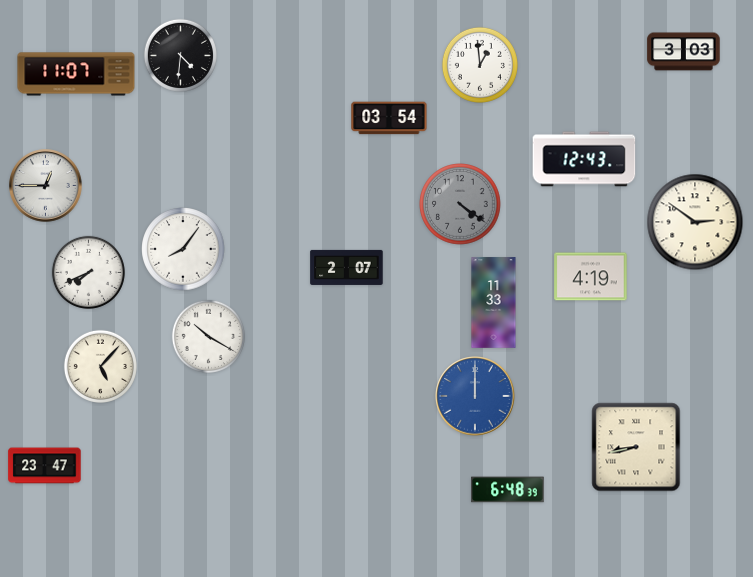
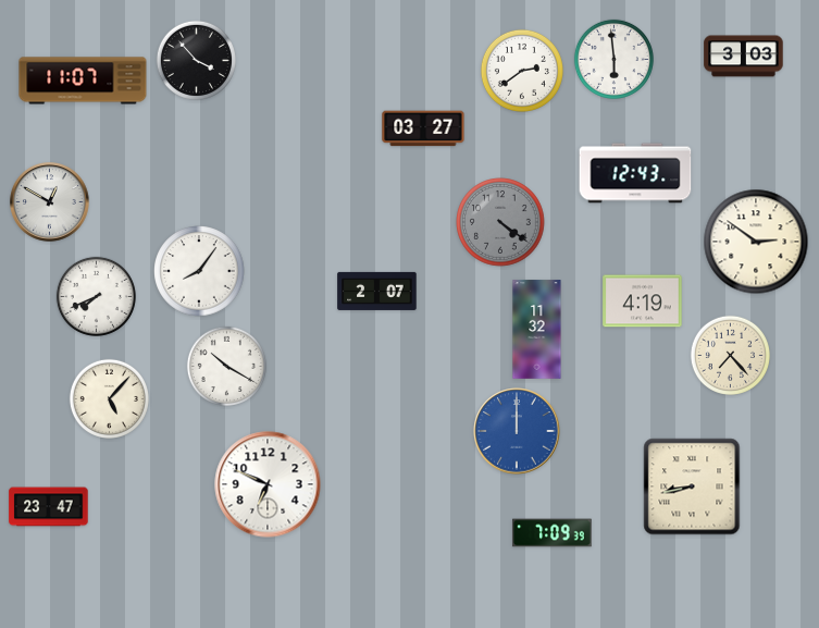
clock at (613, 59): none -> 5:59
clock at (180, 55): 4:31 -> 3:53
clock at (480, 65): 12:59 -> 2:39
clock at (389, 118): 03:54 -> 03:27
clock at (46, 186): 12:45 -> 12:50
clock at (494, 303): 11:33 -> 11:32
clock at (730, 355): none -> 7:23
clock at (268, 484): none -> 6:49
clock at (508, 490): 6:48 -> 7:09
